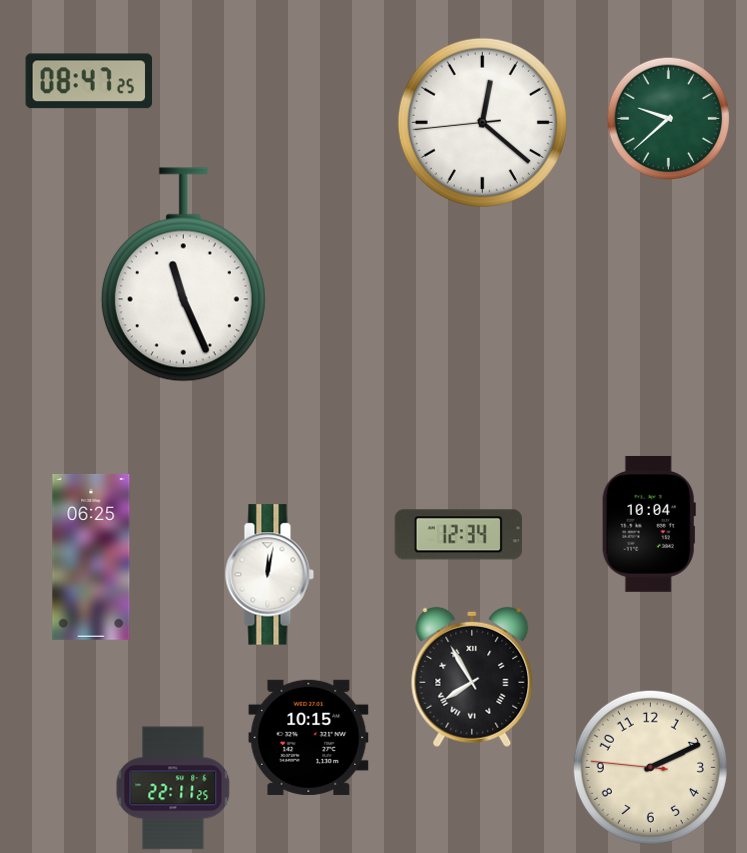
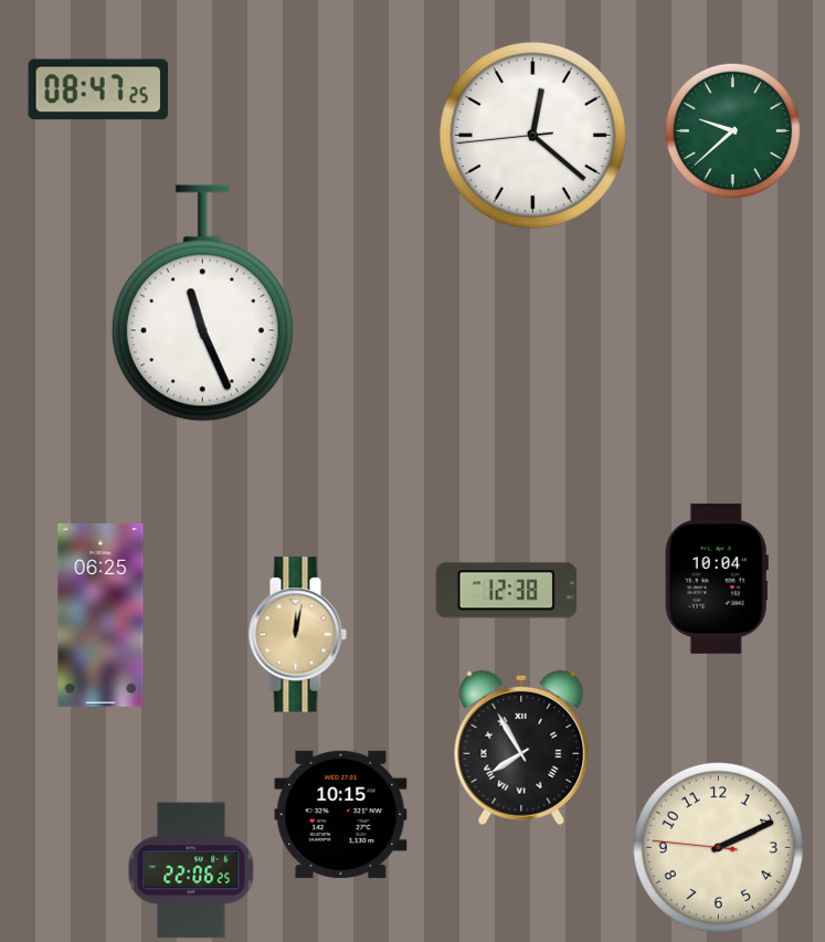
clock at (669, 119) position: (669, 119) -> (733, 131)
clock at (459, 535): 12:34 -> 12:38
clock at (269, 575) dial: white -> champagne
clock at (173, 788): 22:11 -> 22:06
